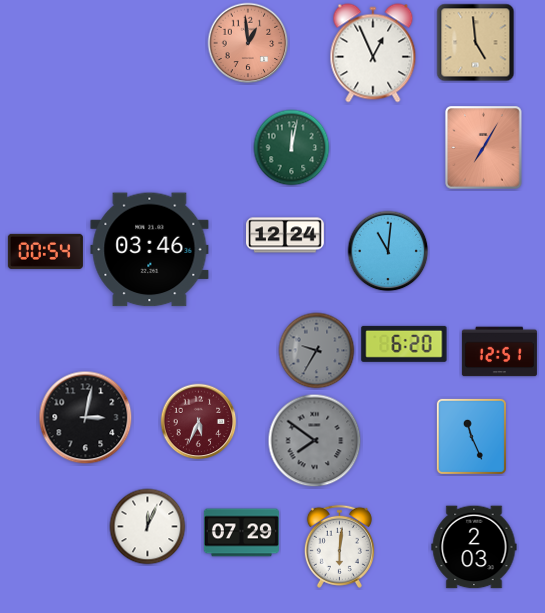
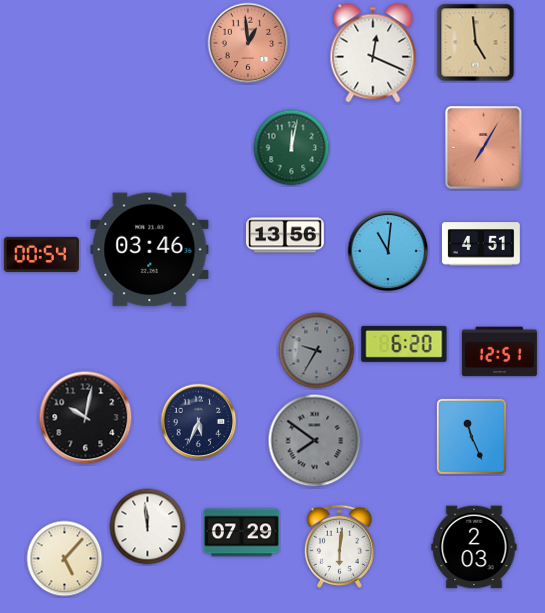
clock at (373, 53): 12:56 -> 12:19
clock at (286, 235): 12:24 -> 13:56
clock at (481, 244): none -> 4:51
clock at (45, 251) position: (45, 251) -> (41, 254)
clock at (86, 418): 3:02 -> 10:02
clock at (199, 422) dial: burgundy -> navy
clock at (148, 527): 12:04 -> 11:59
clock at (65, 559): none -> 5:07
